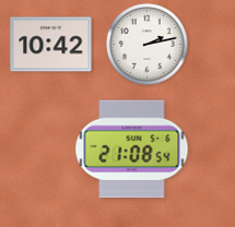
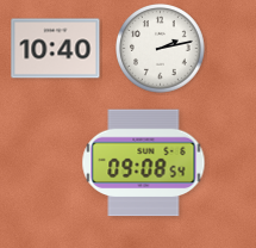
clock at (51, 45): 10:42 -> 10:40
clock at (132, 150): 21:08 -> 09:08
